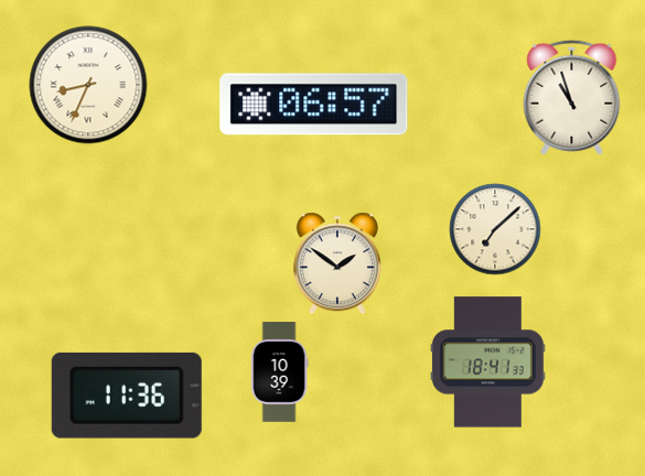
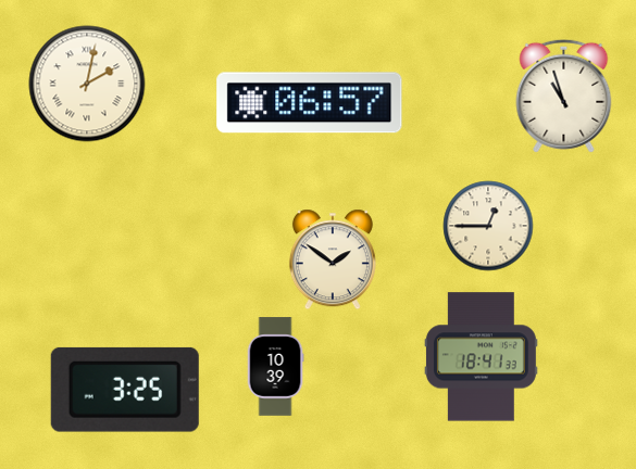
clock at (88, 85): 8:34 -> 2:02
clock at (495, 229): 7:08 -> 12:45
clock at (127, 396): 11:36 -> 3:25
